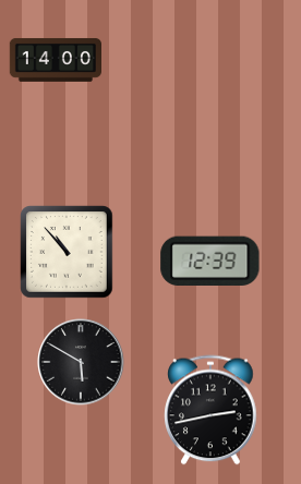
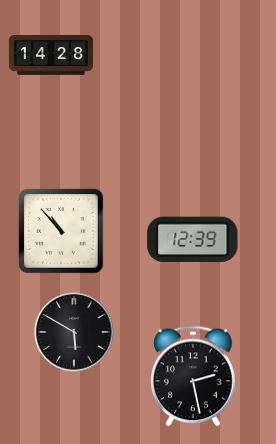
clock at (55, 60): 14:00 -> 14:28
clock at (210, 410): 2:43 -> 2:28
